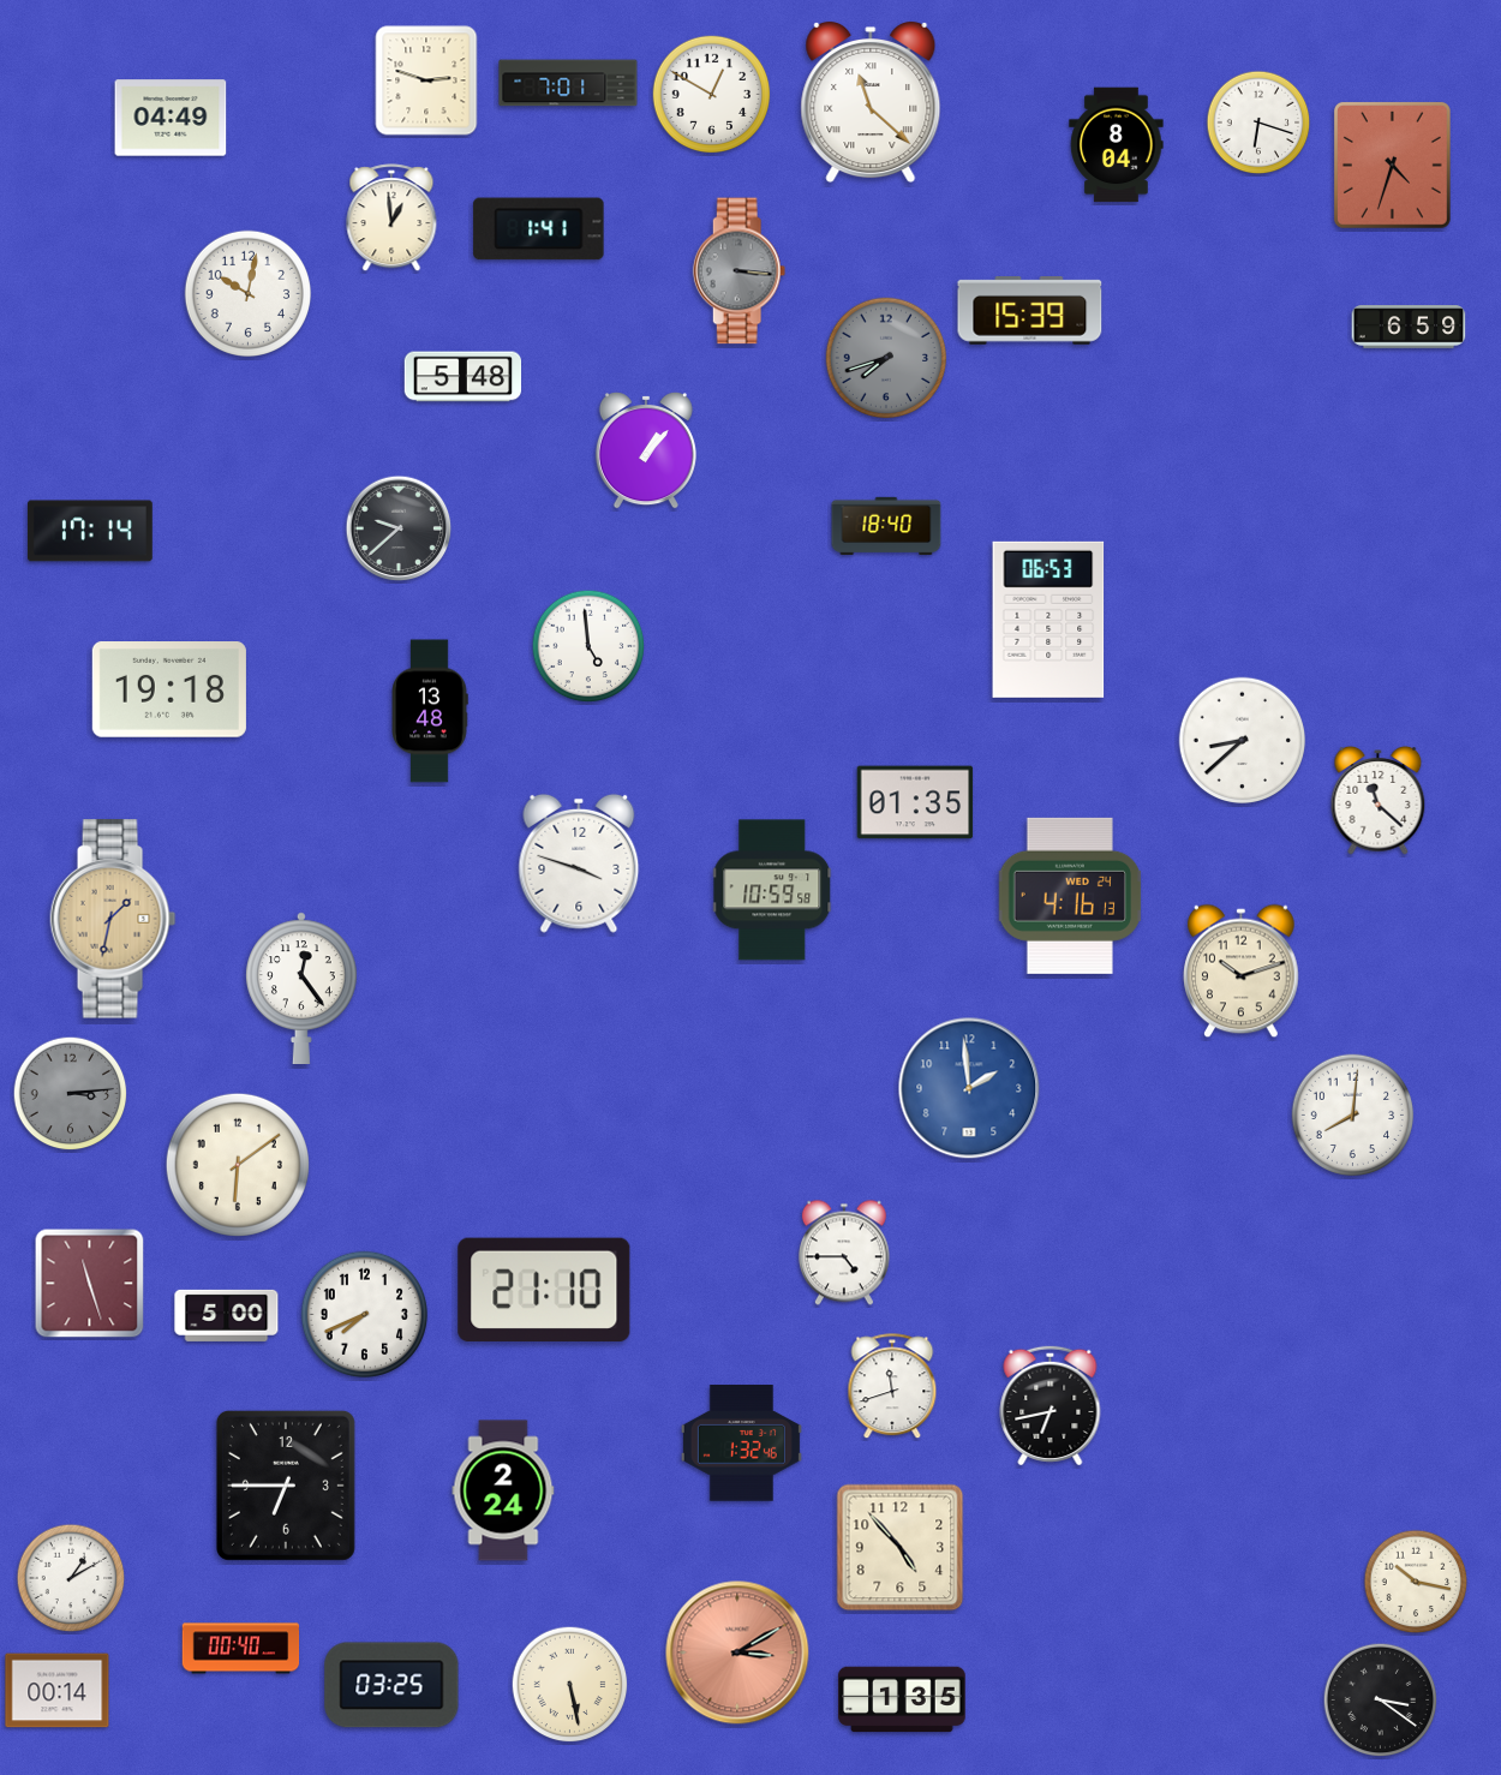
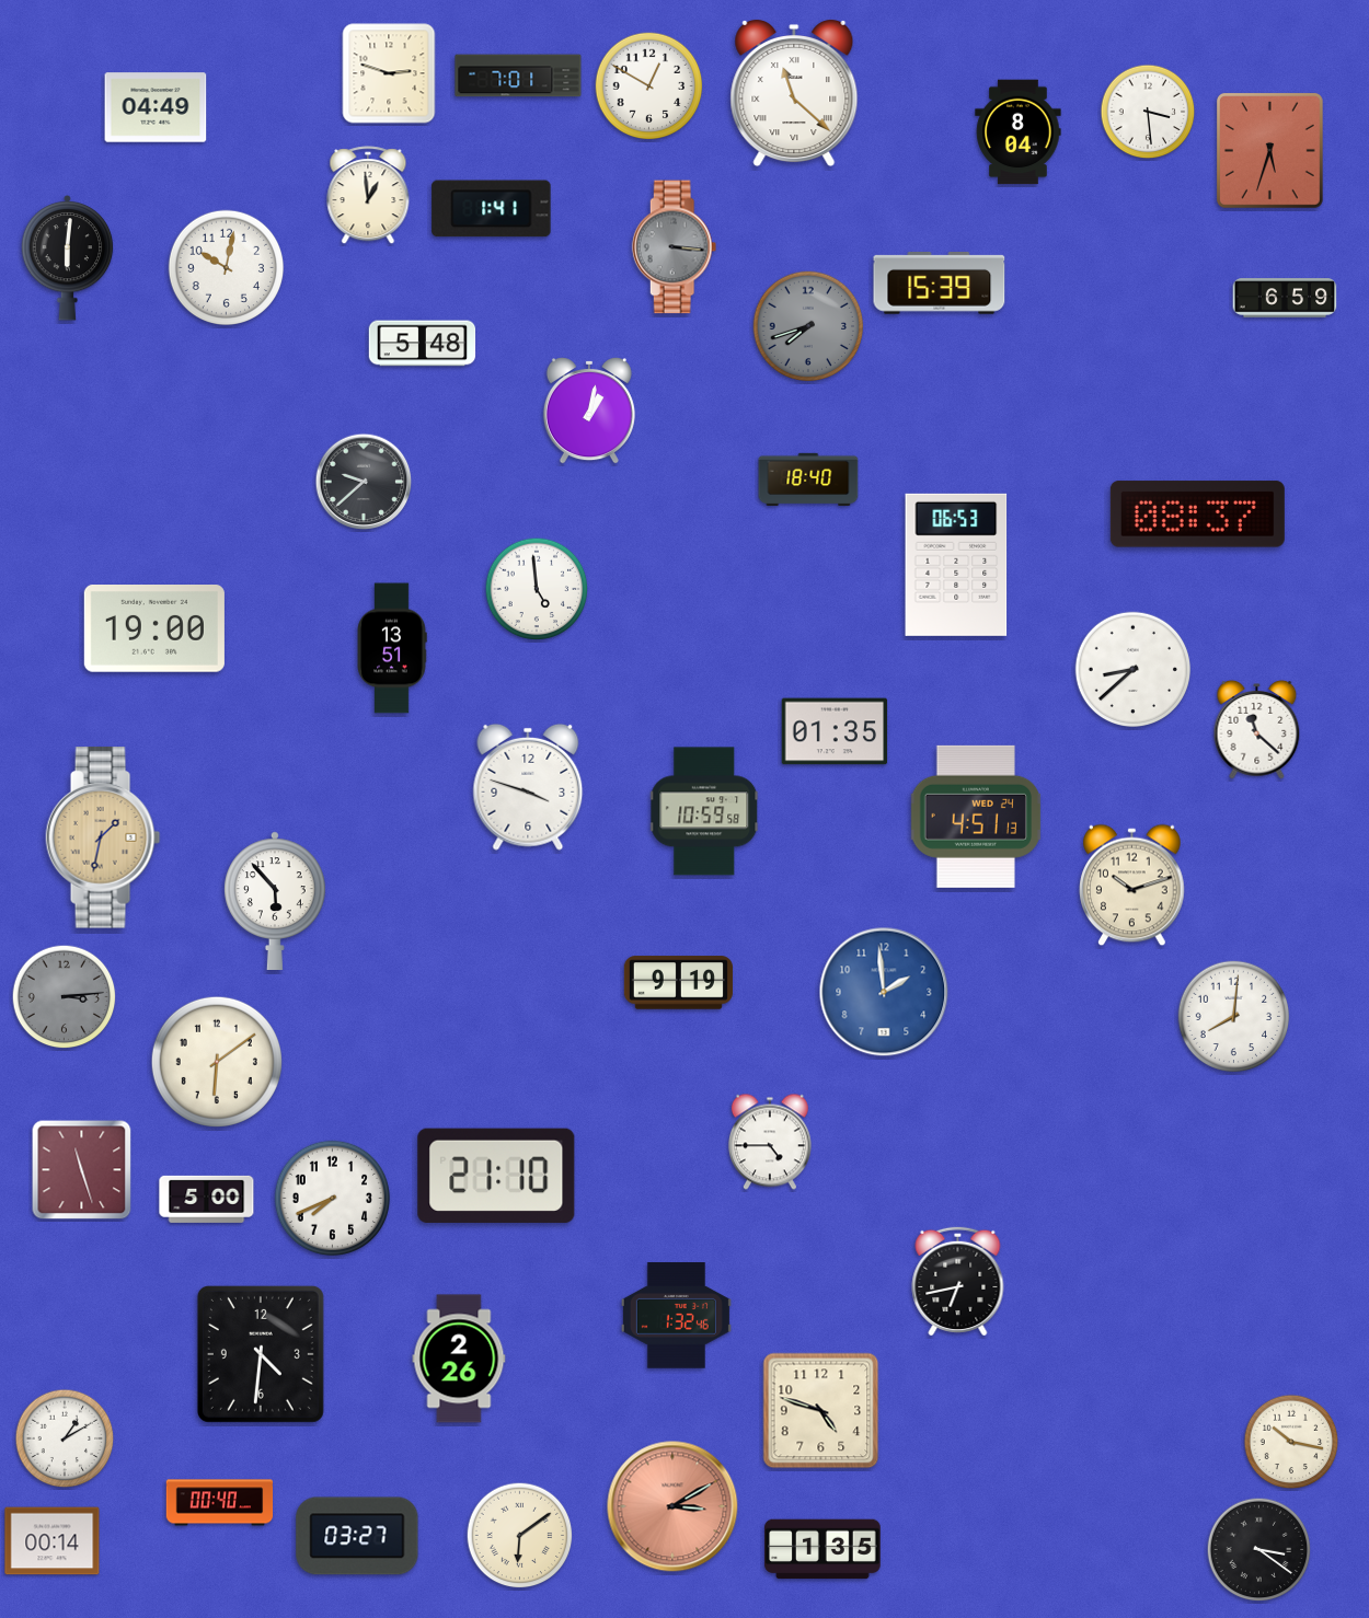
clock at (1258, 122): 6:18 -> 3:29
clock at (1392, 165): 4:33 -> 5:33
clock at (391, 219) position: (391, 219) -> (368, 196)
clock at (68, 257): none -> 6:01
clock at (646, 452): 1:07 -> 1:02
clock at (90, 531): 17:14 -> none
clock at (1197, 515): none -> 08:37
clock at (169, 689): 19:18 -> 19:00
clock at (430, 711): 13:48 -> 13:51
clock at (1243, 741) position: (1243, 741) -> (1134, 670)
clock at (1070, 896): 4:16 -> 4:51
clock at (301, 987): 12:24 -> 5:53
clock at (678, 983): none -> 9:19
clock at (892, 1387): 11:42 -> none
clock at (286, 1486): 6:45 -> 4:31
clock at (503, 1490): 2:24 -> 2:26
clock at (901, 1548): 4:53 -> 4:48
clock at (391, 1685): 03:25 -> 03:27
clock at (570, 1685): 5:28 -> 6:09
